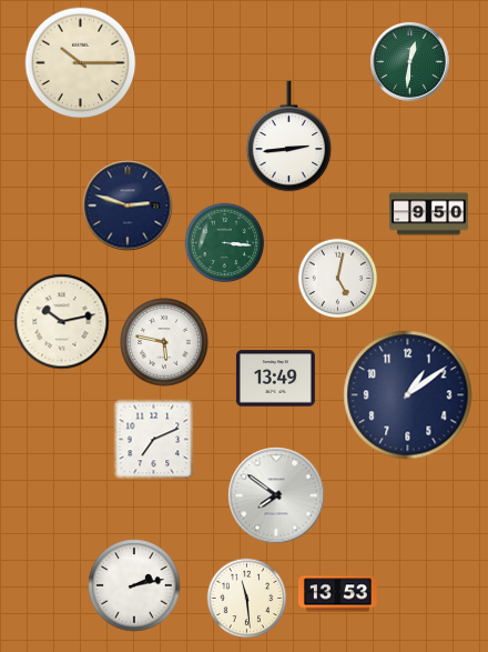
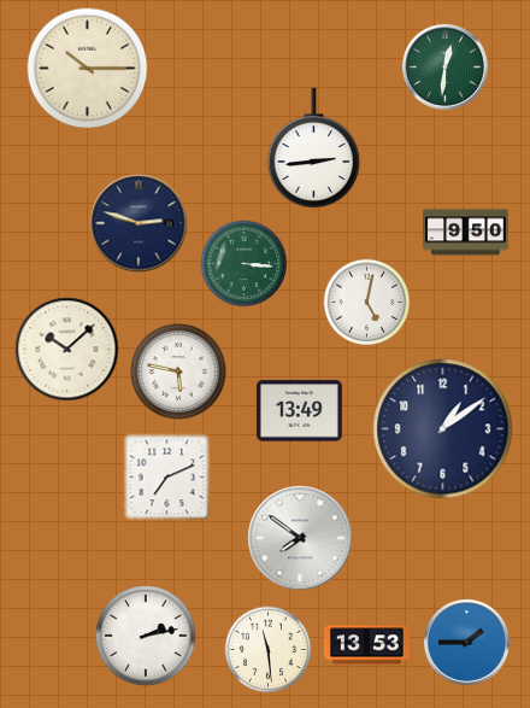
clock at (62, 322): 10:13 -> 10:08
clock at (466, 642): none -> 1:45
